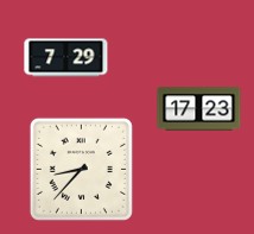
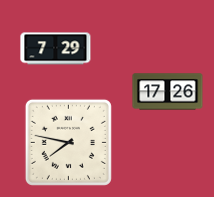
clock at (199, 109): 17:23 -> 17:26
clock at (81, 169): 8:37 -> 7:47
